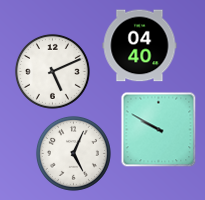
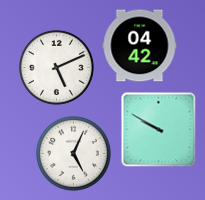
clock at (140, 46): 04:40 -> 04:42
clock at (52, 71) position: (52, 71) -> (56, 67)
